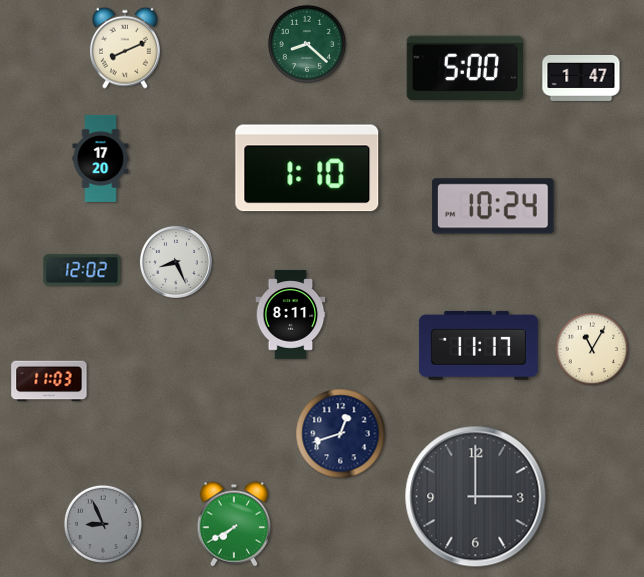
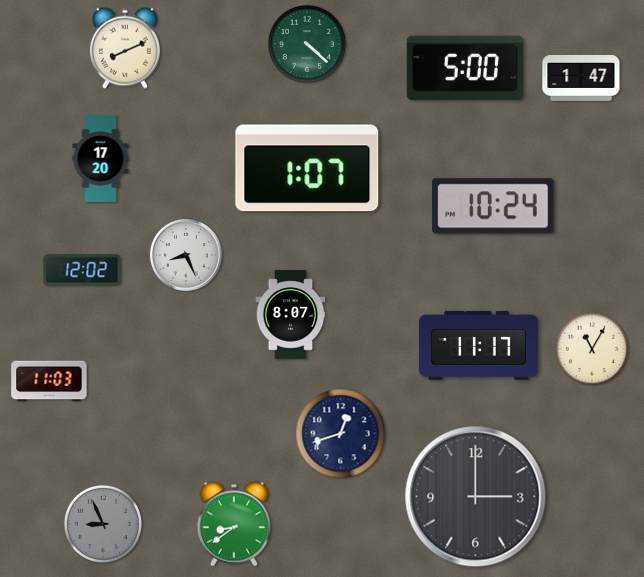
clock at (307, 44): 8:22 -> 4:22
clock at (307, 168): 1:10 -> 1:07
clock at (176, 262) position: (176, 262) -> (186, 255)
clock at (291, 315): 8:11 -> 8:07
clock at (234, 524): 7:40 -> 8:39
